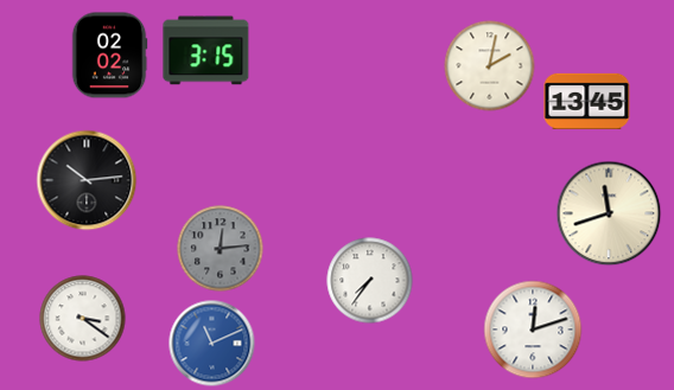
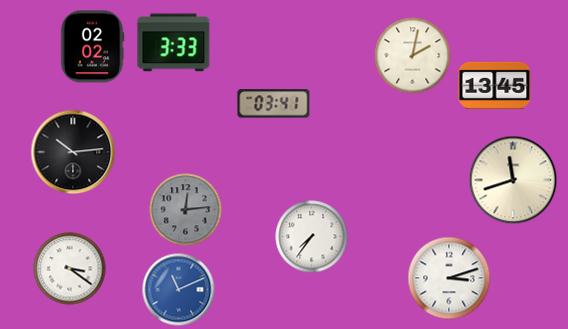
clock at (206, 51): 3:15 -> 3:33
clock at (274, 104): none -> 03:41
clock at (533, 330): 12:12 -> 3:12
